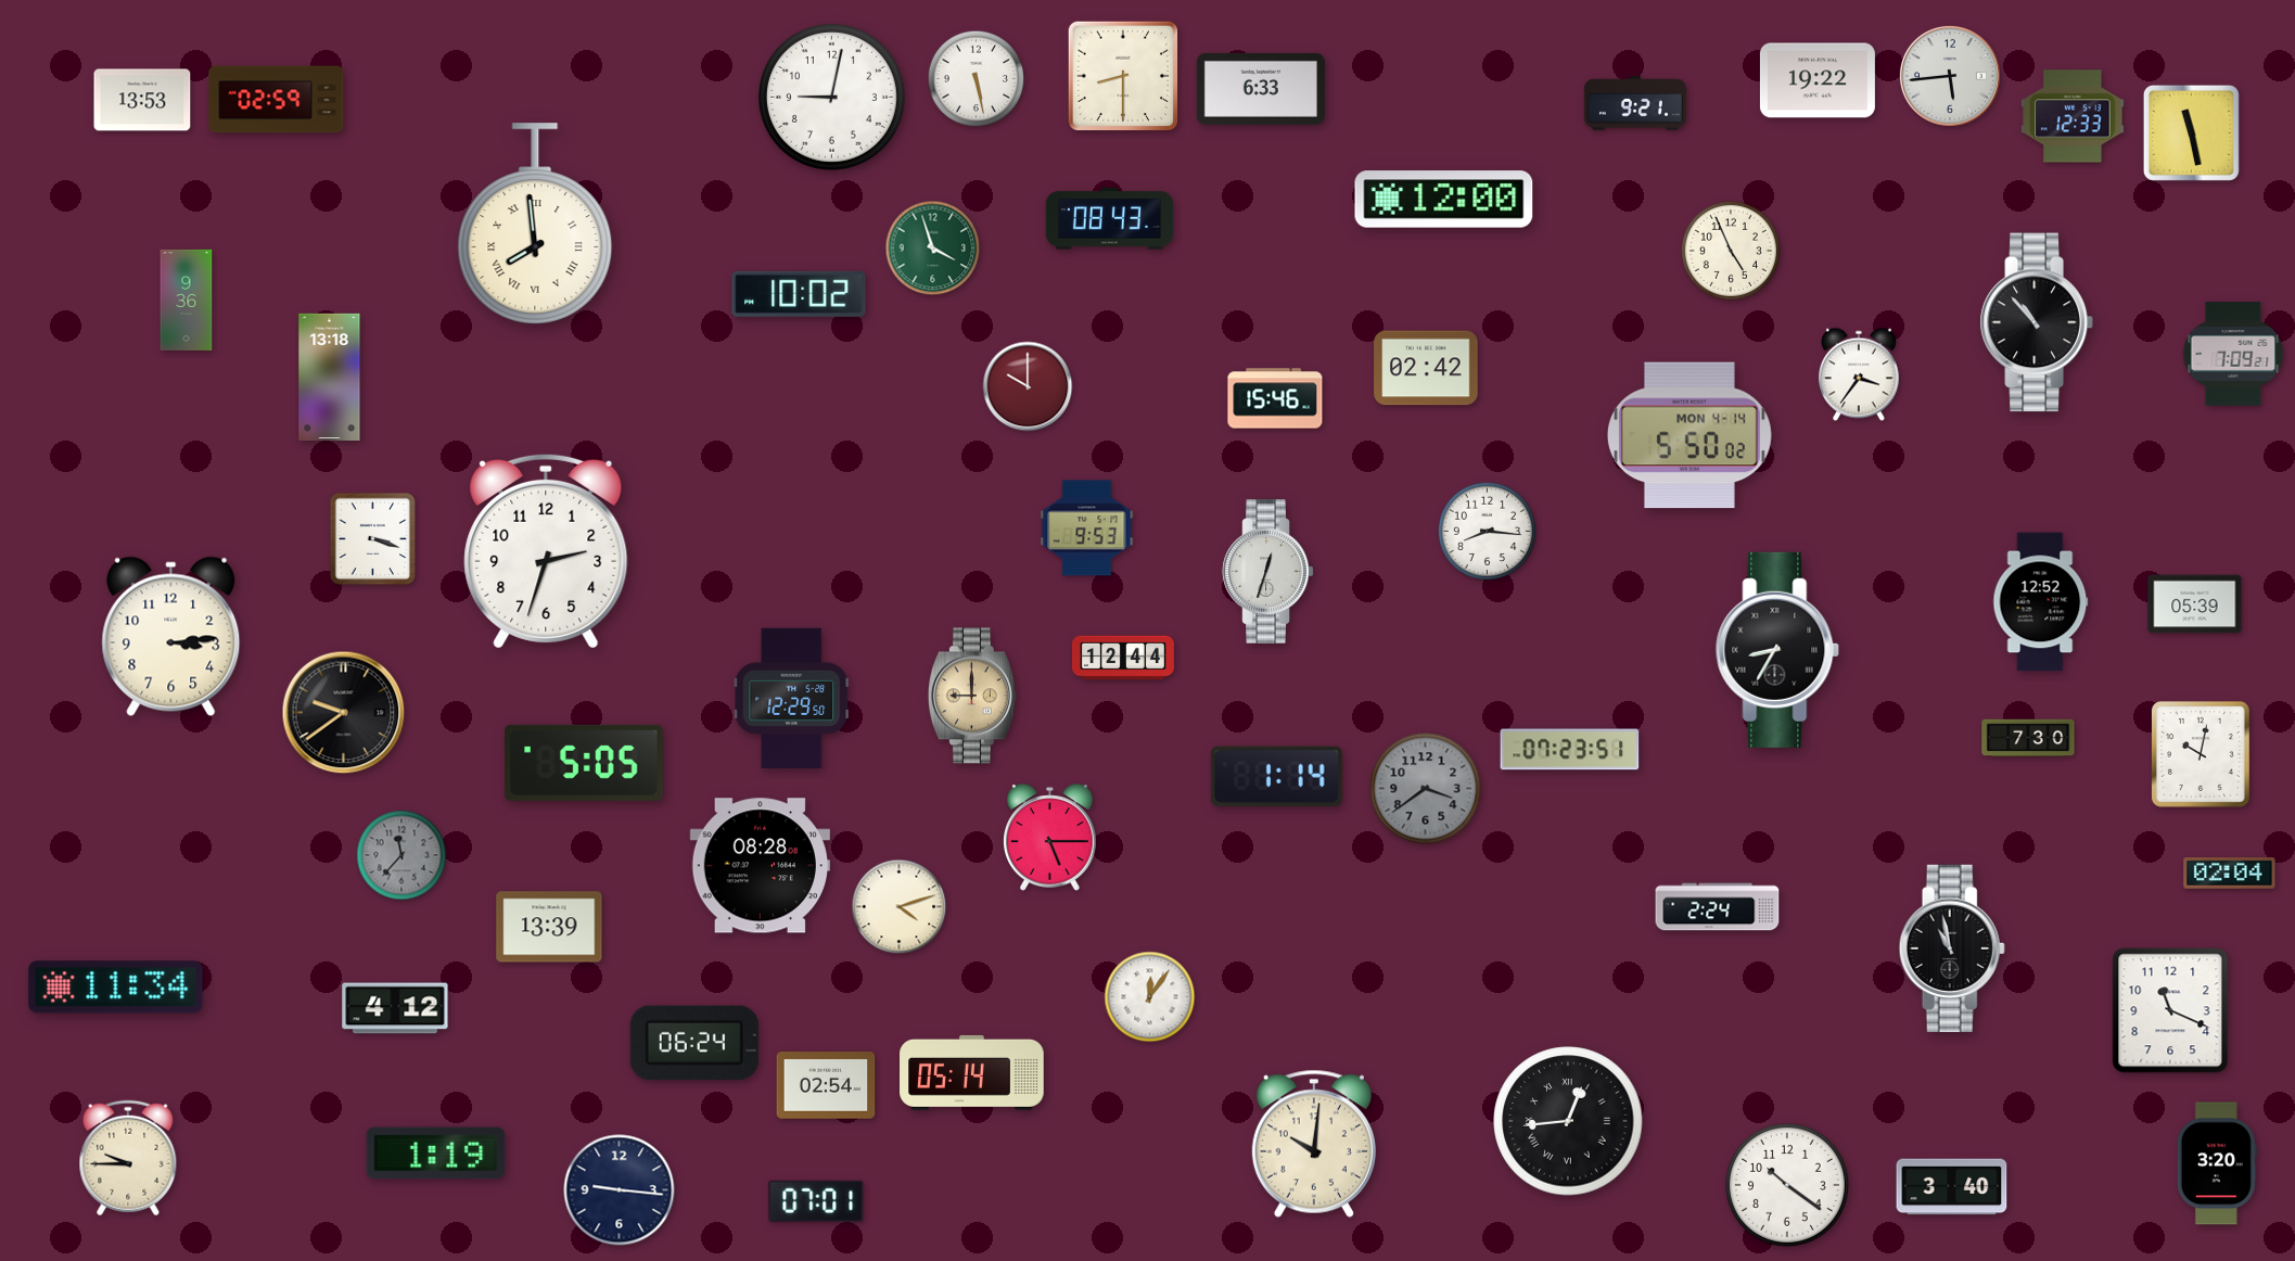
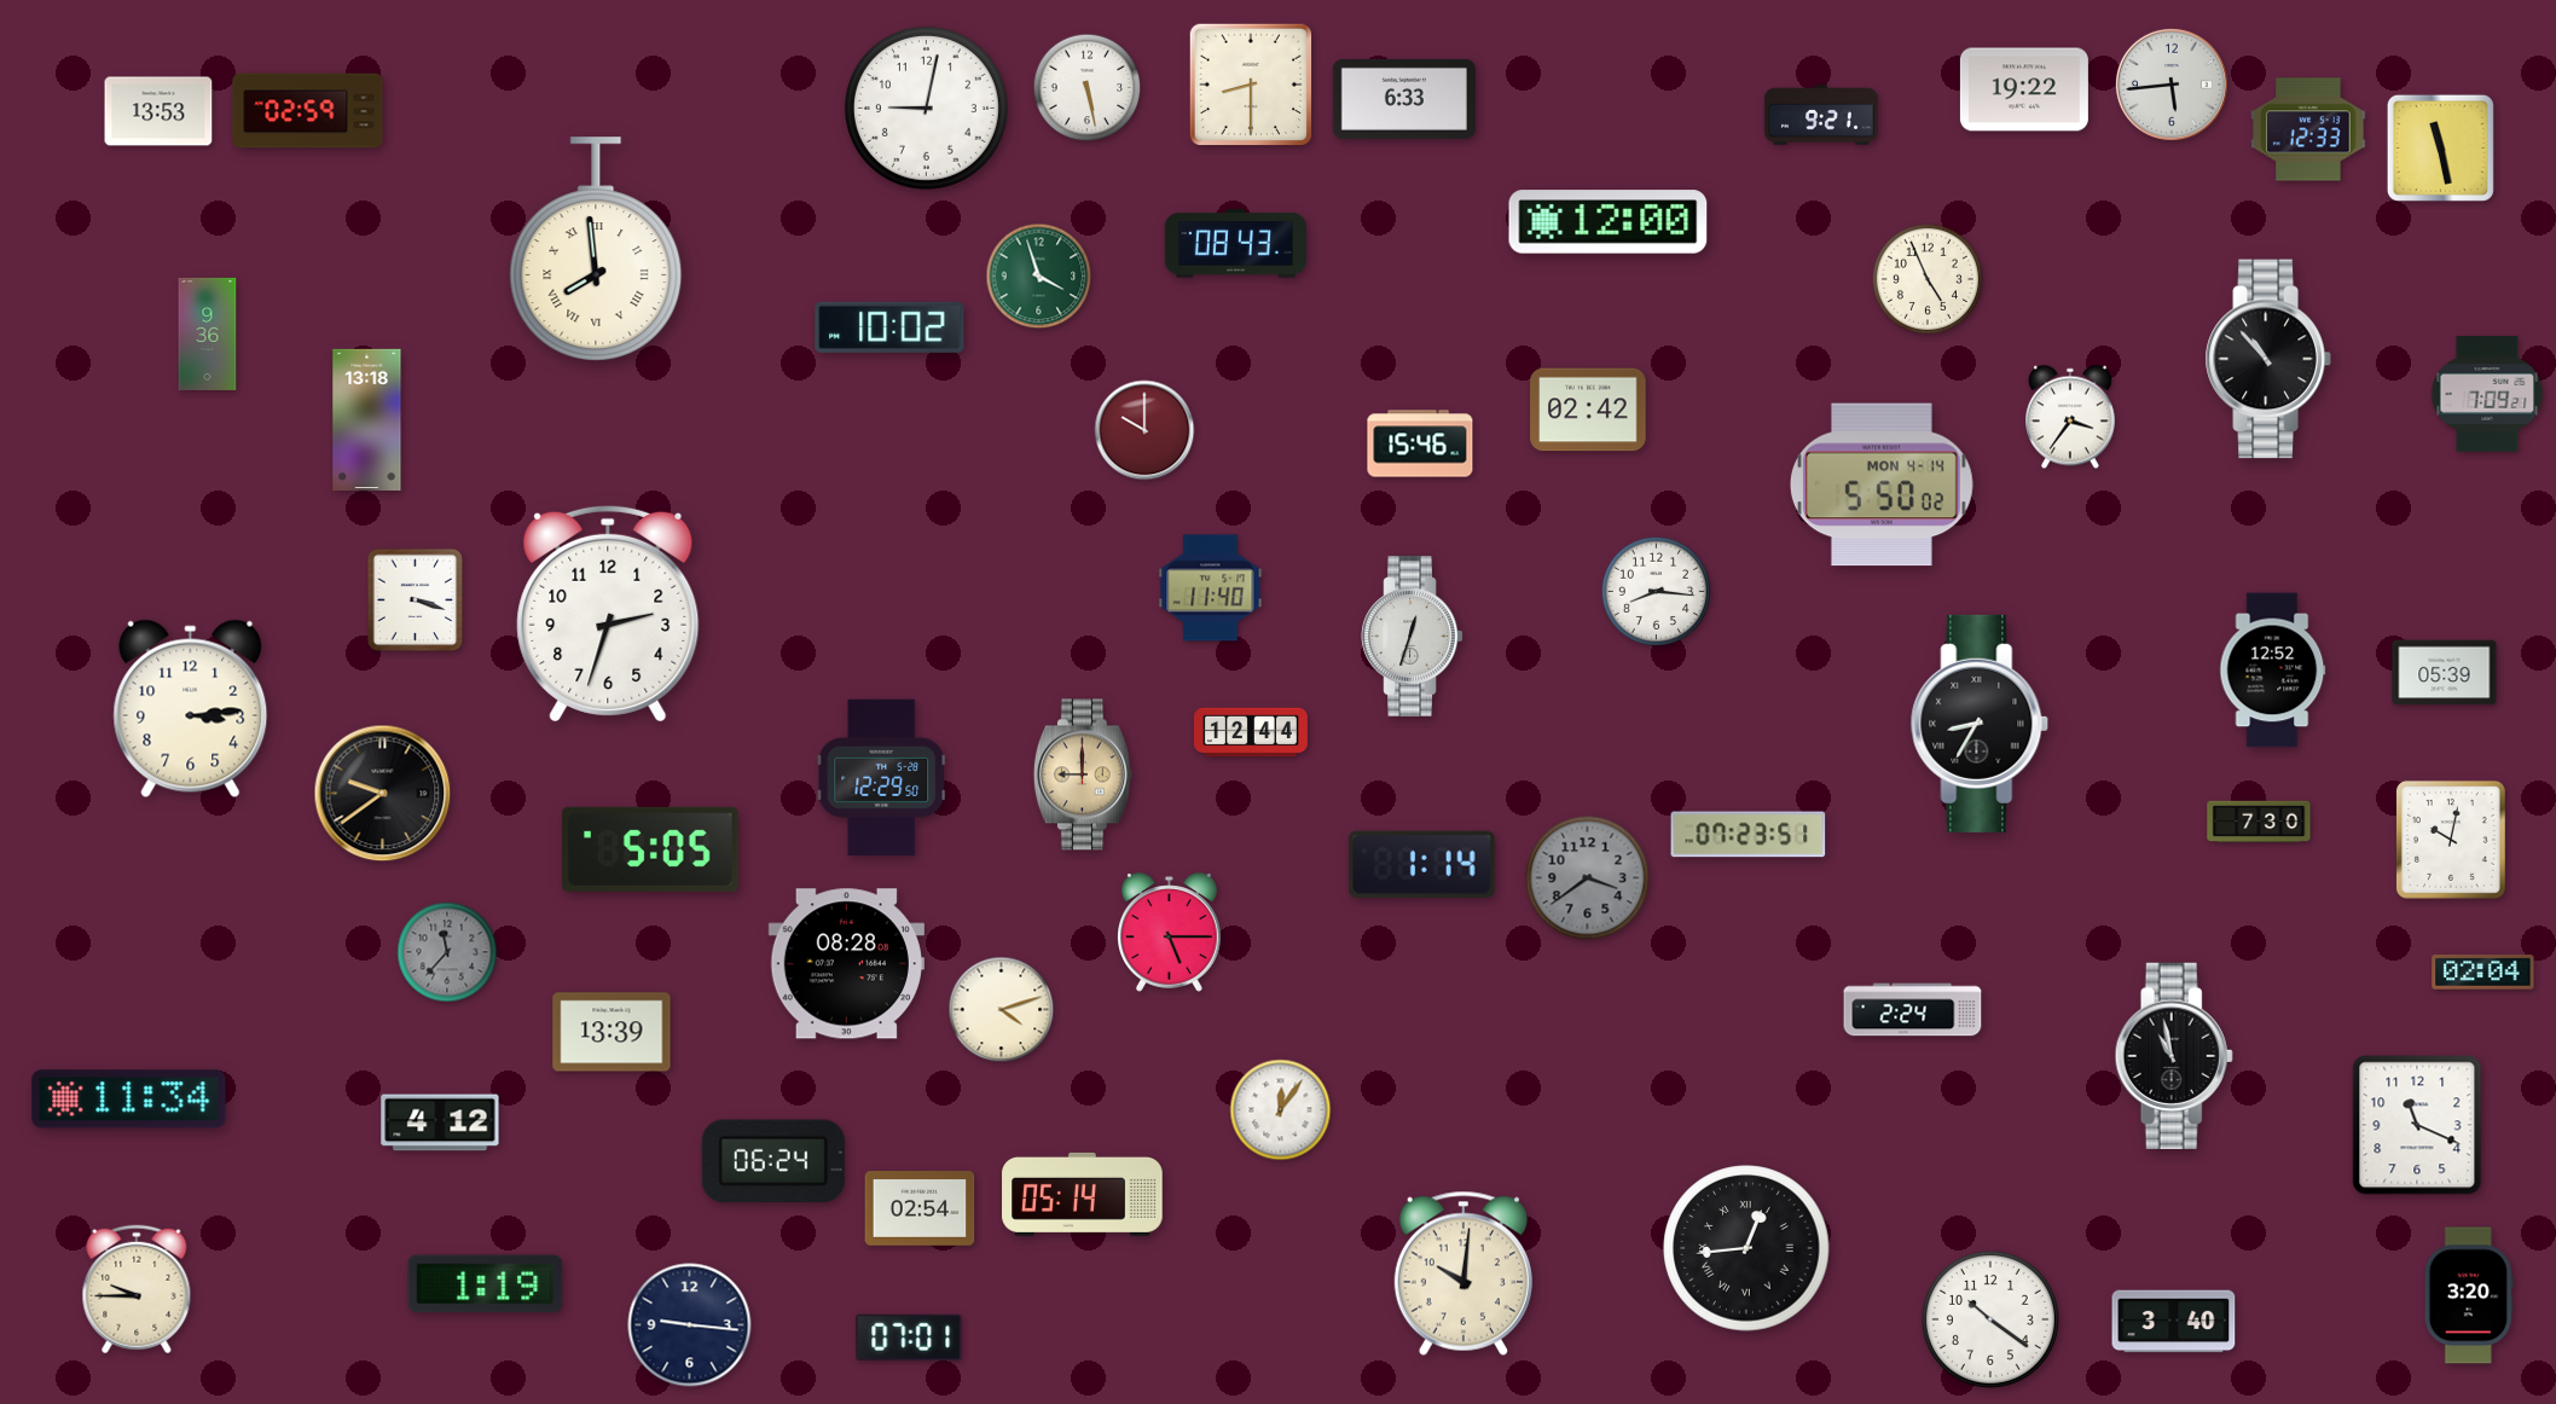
clock at (1087, 528): 9:53 -> 11:40
clock at (128, 1158) position: (128, 1158) -> (137, 1289)
